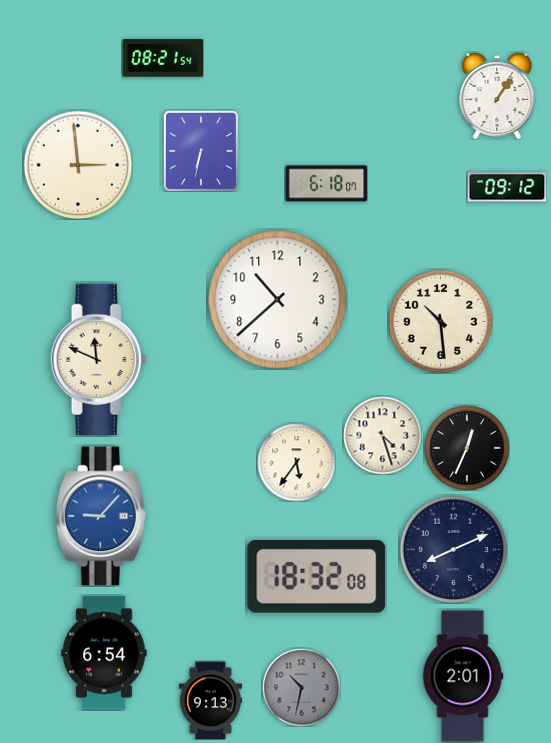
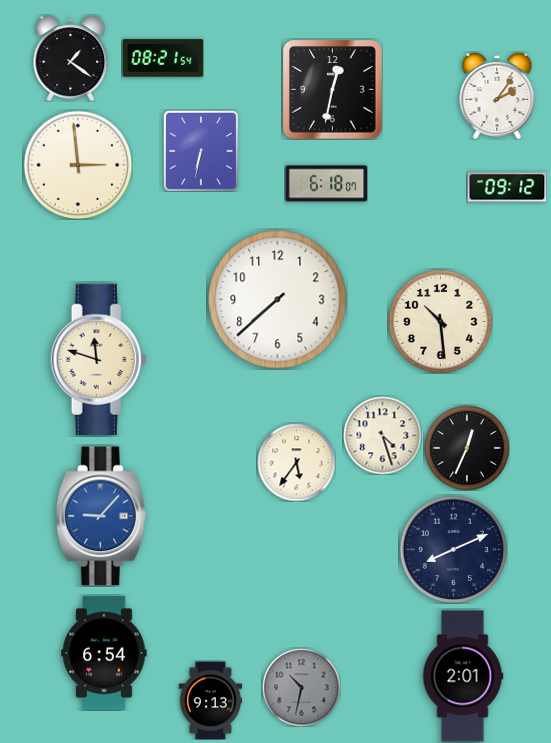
clock at (71, 58): none -> 1:21
clock at (332, 89): none -> 12:32
clock at (497, 96): 1:06 -> 2:06
clock at (278, 300): 10:38 -> 7:38
clock at (99, 359): 11:49 -> 11:48
clock at (317, 576): 18:32 -> none
